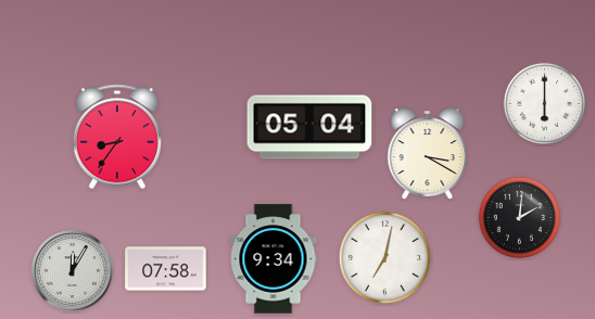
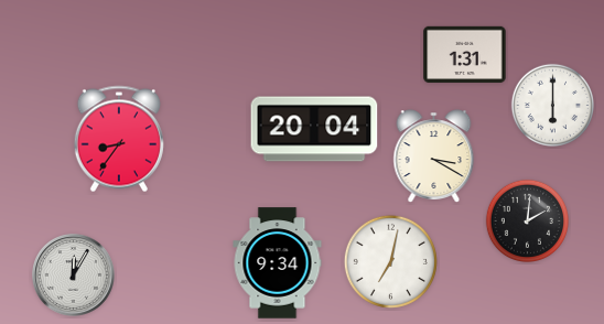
clock at (465, 54): none -> 1:31
clock at (309, 127): 05:04 -> 20:04
clock at (166, 269): 07:58 -> none
